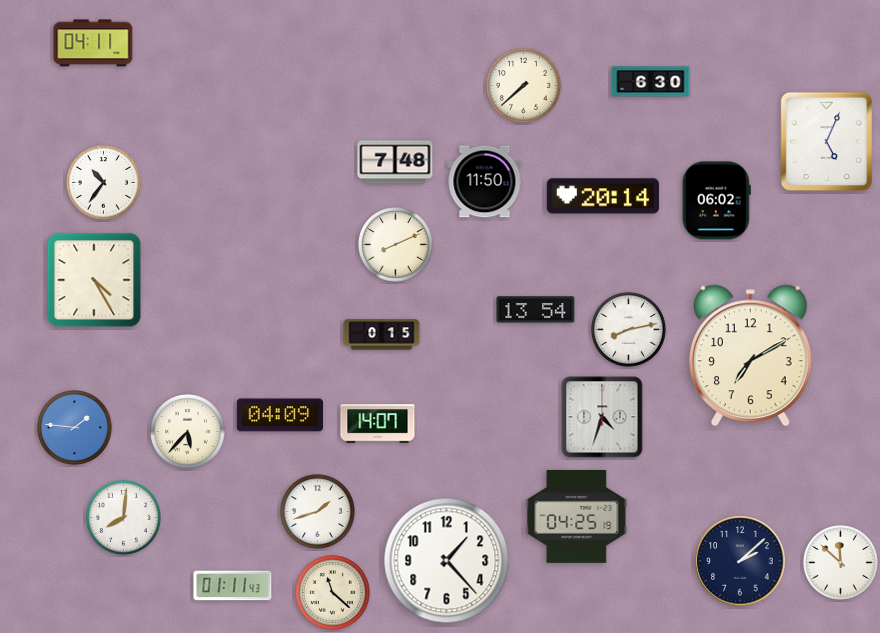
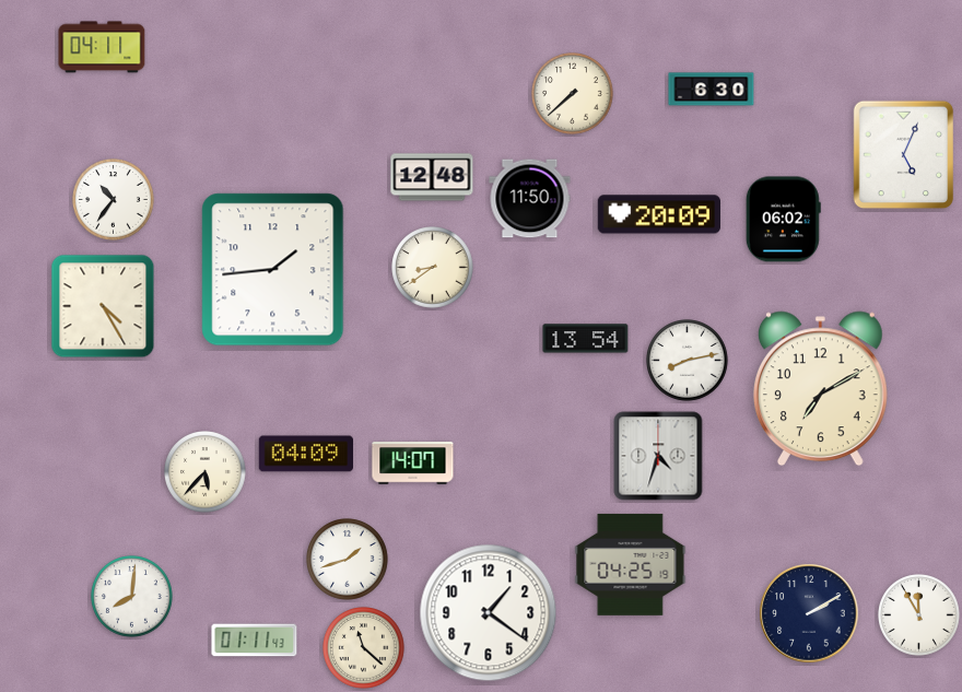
clock at (395, 162): 7:48 -> 12:48
clock at (603, 196): 20:14 -> 20:09
clock at (396, 245): 8:11 -> 8:39
clock at (273, 270): none -> 1:44
clock at (382, 335): 0:15 -> none
clock at (75, 428): 1:46 -> none
clock at (124, 518) position: (124, 518) -> (132, 597)
clock at (447, 561): 1:23 -> 1:21
clock at (740, 561): 2:08 -> 2:10
clock at (841, 563): 11:52 -> 11:55
